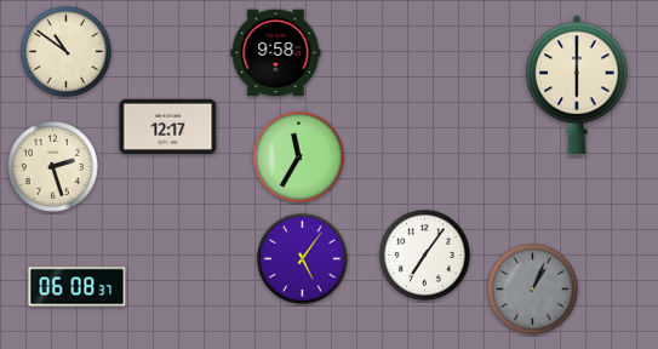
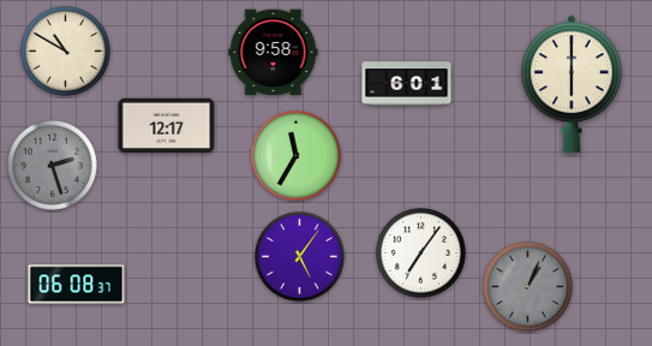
clock at (65, 51): 10:51 -> 10:50
clock at (407, 84): none -> 6:01
clock at (52, 166) dial: cream -> grey
